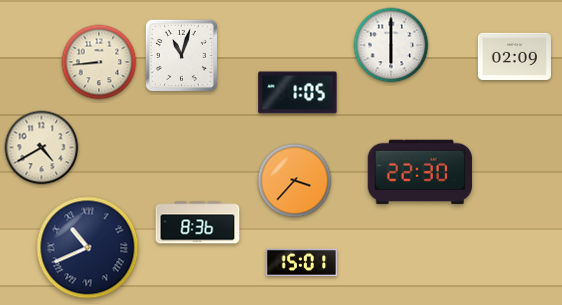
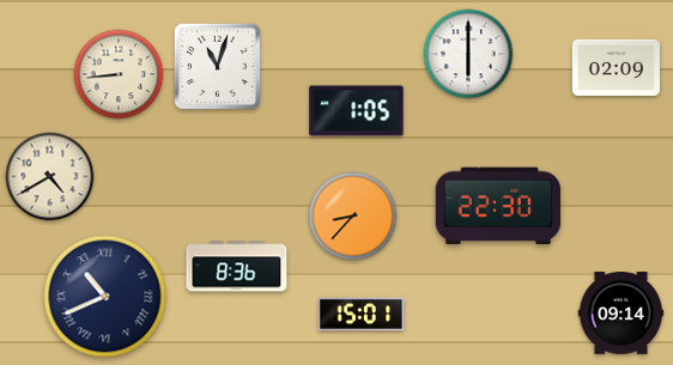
clock at (420, 172) position: (420, 172) -> (498, 206)
clock at (295, 181): 3:37 -> 8:37
clock at (622, 314): none -> 09:14
